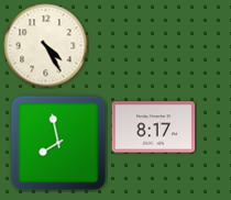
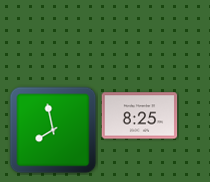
clock at (46, 46): 4:25 -> none
clock at (154, 127): 8:17 -> 8:25
